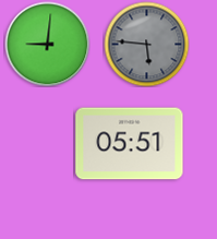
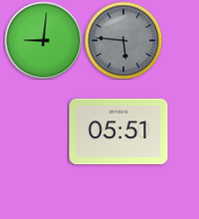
clock at (146, 44) position: (146, 44) -> (123, 40)
